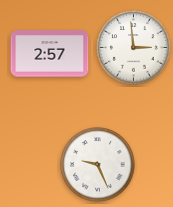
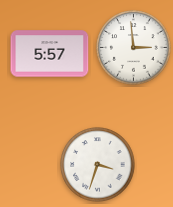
clock at (50, 54): 2:57 -> 5:57
clock at (98, 165): 9:26 -> 3:33
